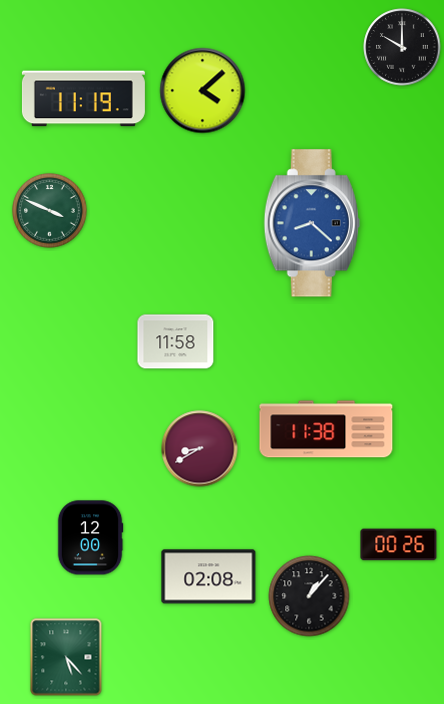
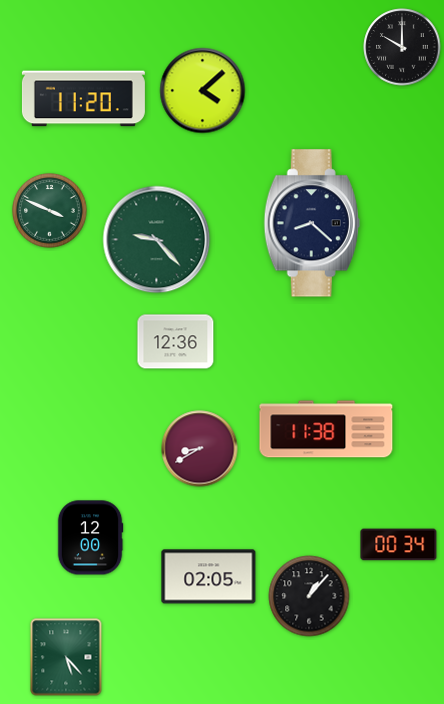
clock at (83, 99): 11:19 -> 11:20
clock at (312, 223) dial: blue -> navy
clock at (157, 240): none -> 9:23
clock at (176, 342): 11:58 -> 12:36
clock at (399, 545): 00:26 -> 00:34
clock at (209, 577): 02:08 -> 02:05
